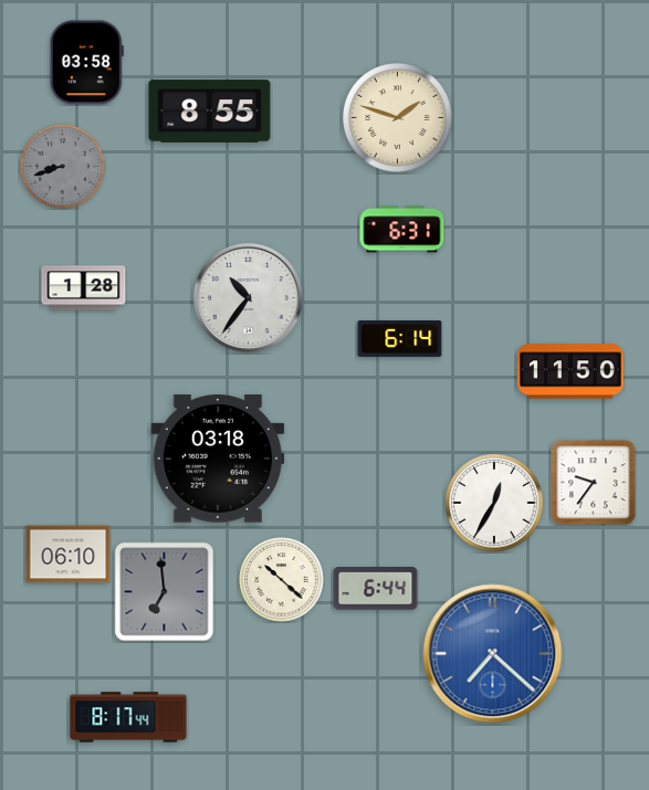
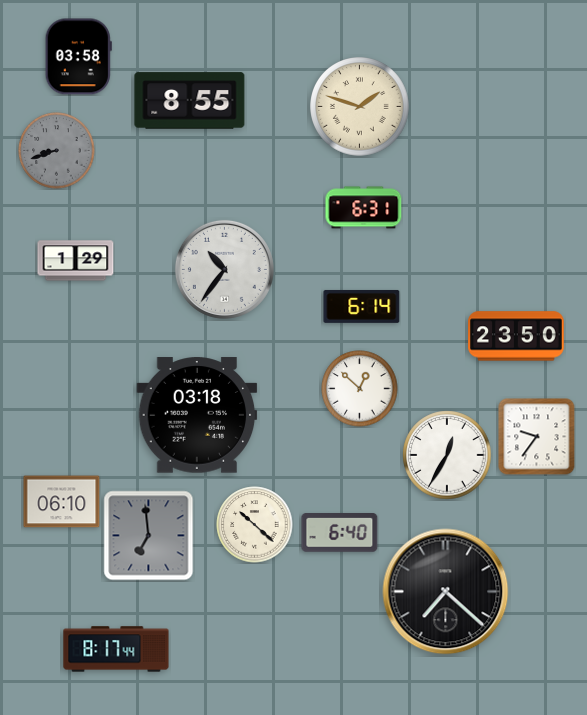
clock at (84, 288): 1:28 -> 1:29
clock at (571, 371): 11:50 -> 23:50
clock at (360, 389): none -> 12:52
clock at (376, 589): 6:44 -> 6:40
clock at (493, 654) dial: blue -> black
